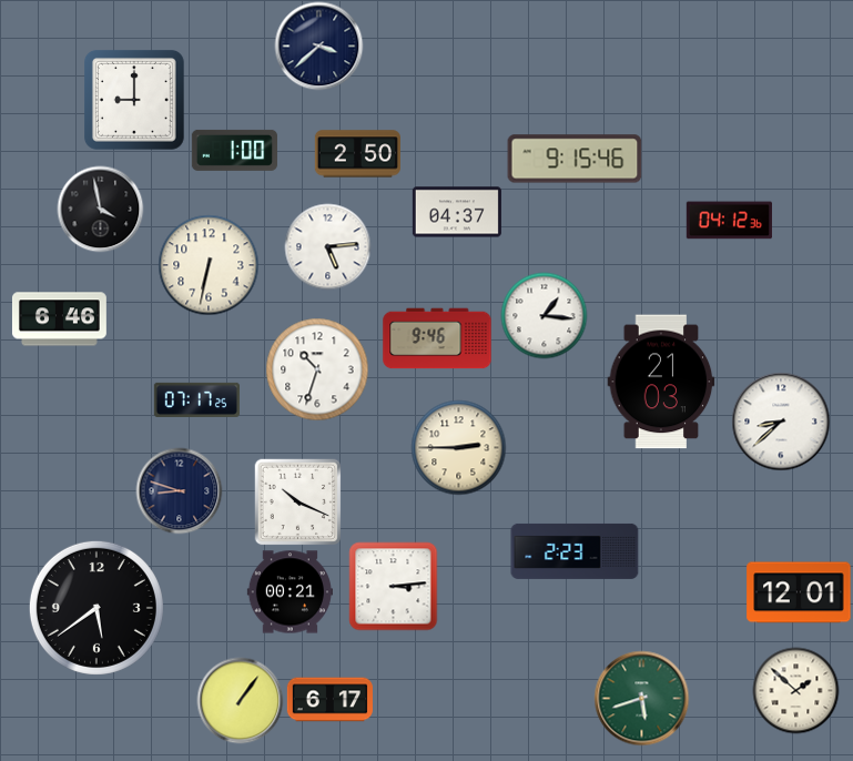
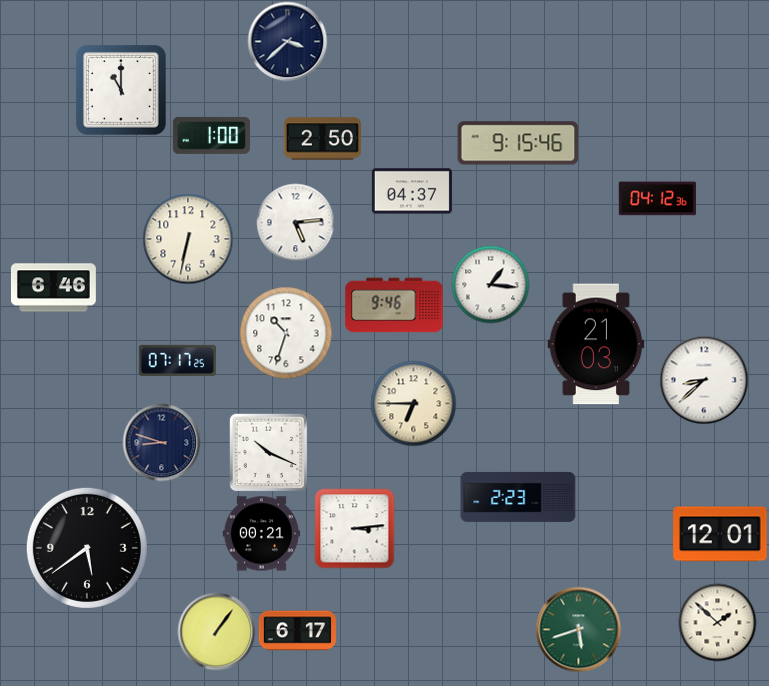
clock at (135, 101): 9:00 -> 11:00
clock at (100, 209): 3:58 -> none
clock at (458, 447): 2:45 -> 6:45
